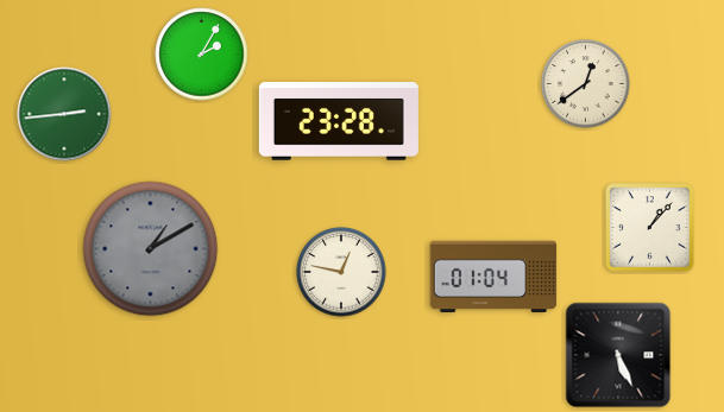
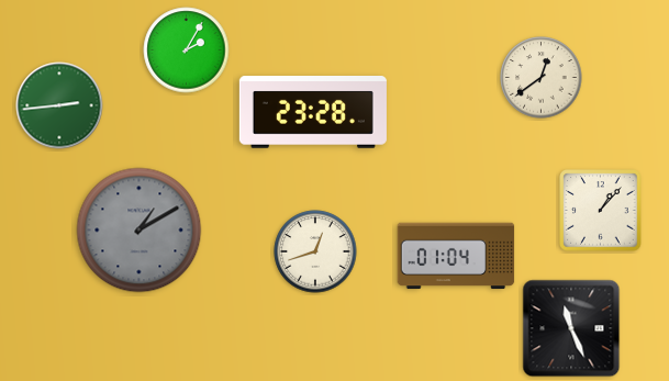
clock at (341, 272): 12:47 -> 12:42
clock at (618, 355): 5:26 -> 11:26
